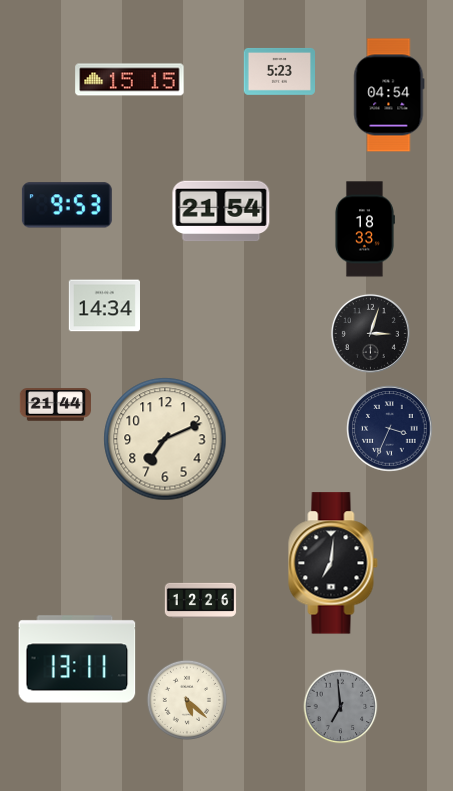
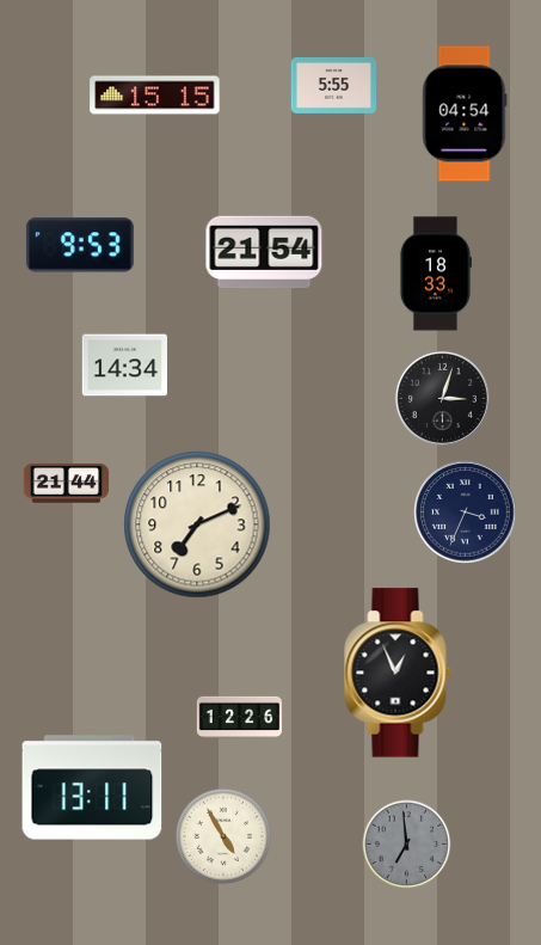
clock at (279, 71): 5:23 -> 5:55
clock at (333, 563): 7:01 -> 12:56
clock at (187, 700): 5:22 -> 4:55
